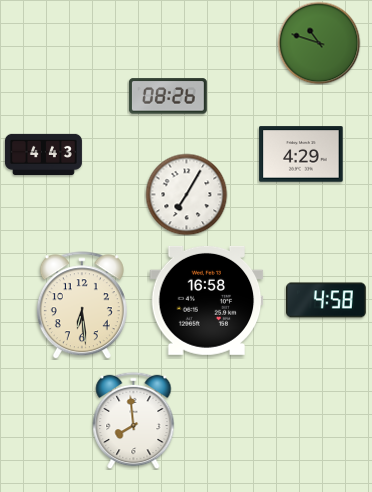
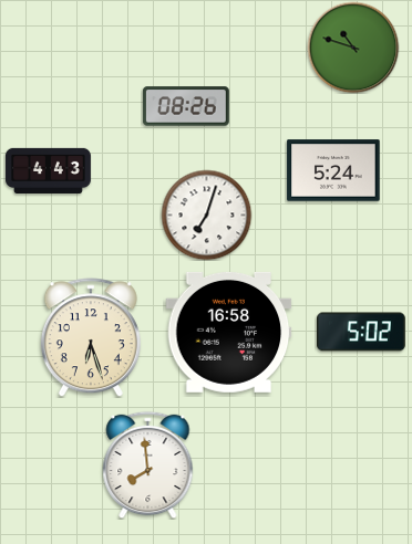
clock at (301, 154): 4:29 -> 5:24
clock at (186, 194): 7:05 -> 7:03
clock at (327, 300): 4:58 -> 5:02
clock at (82, 305): 6:29 -> 6:27
